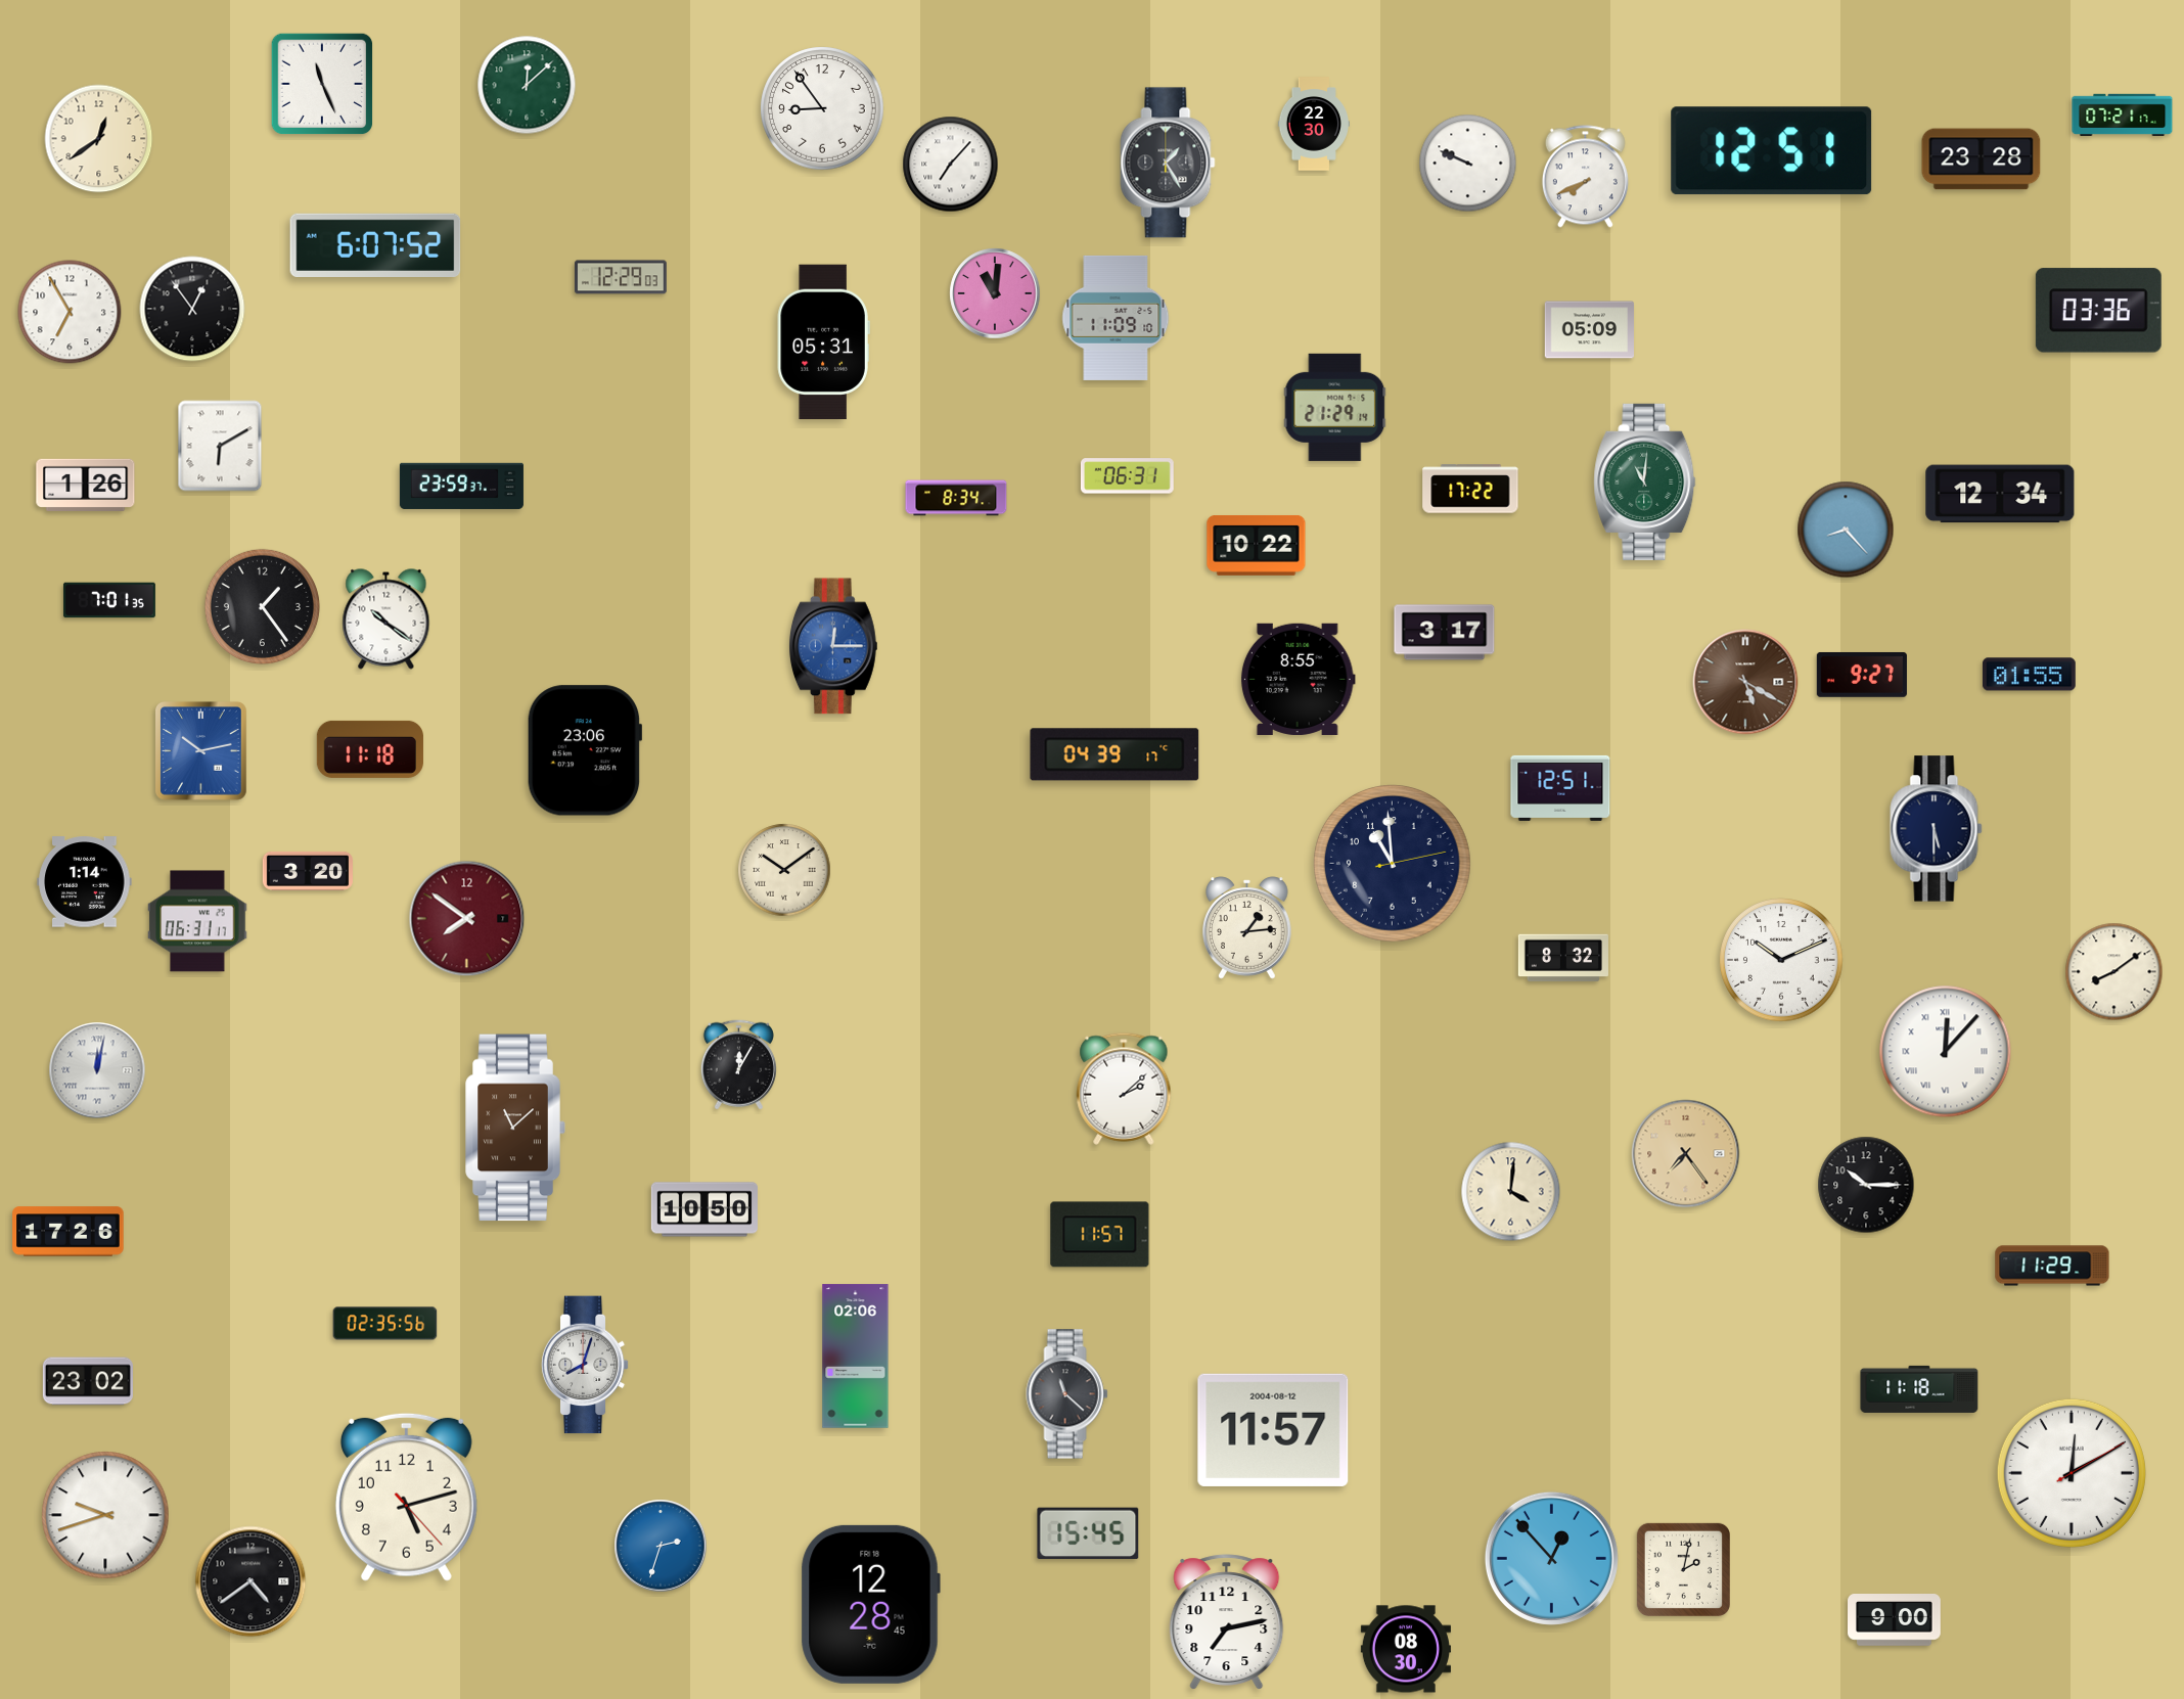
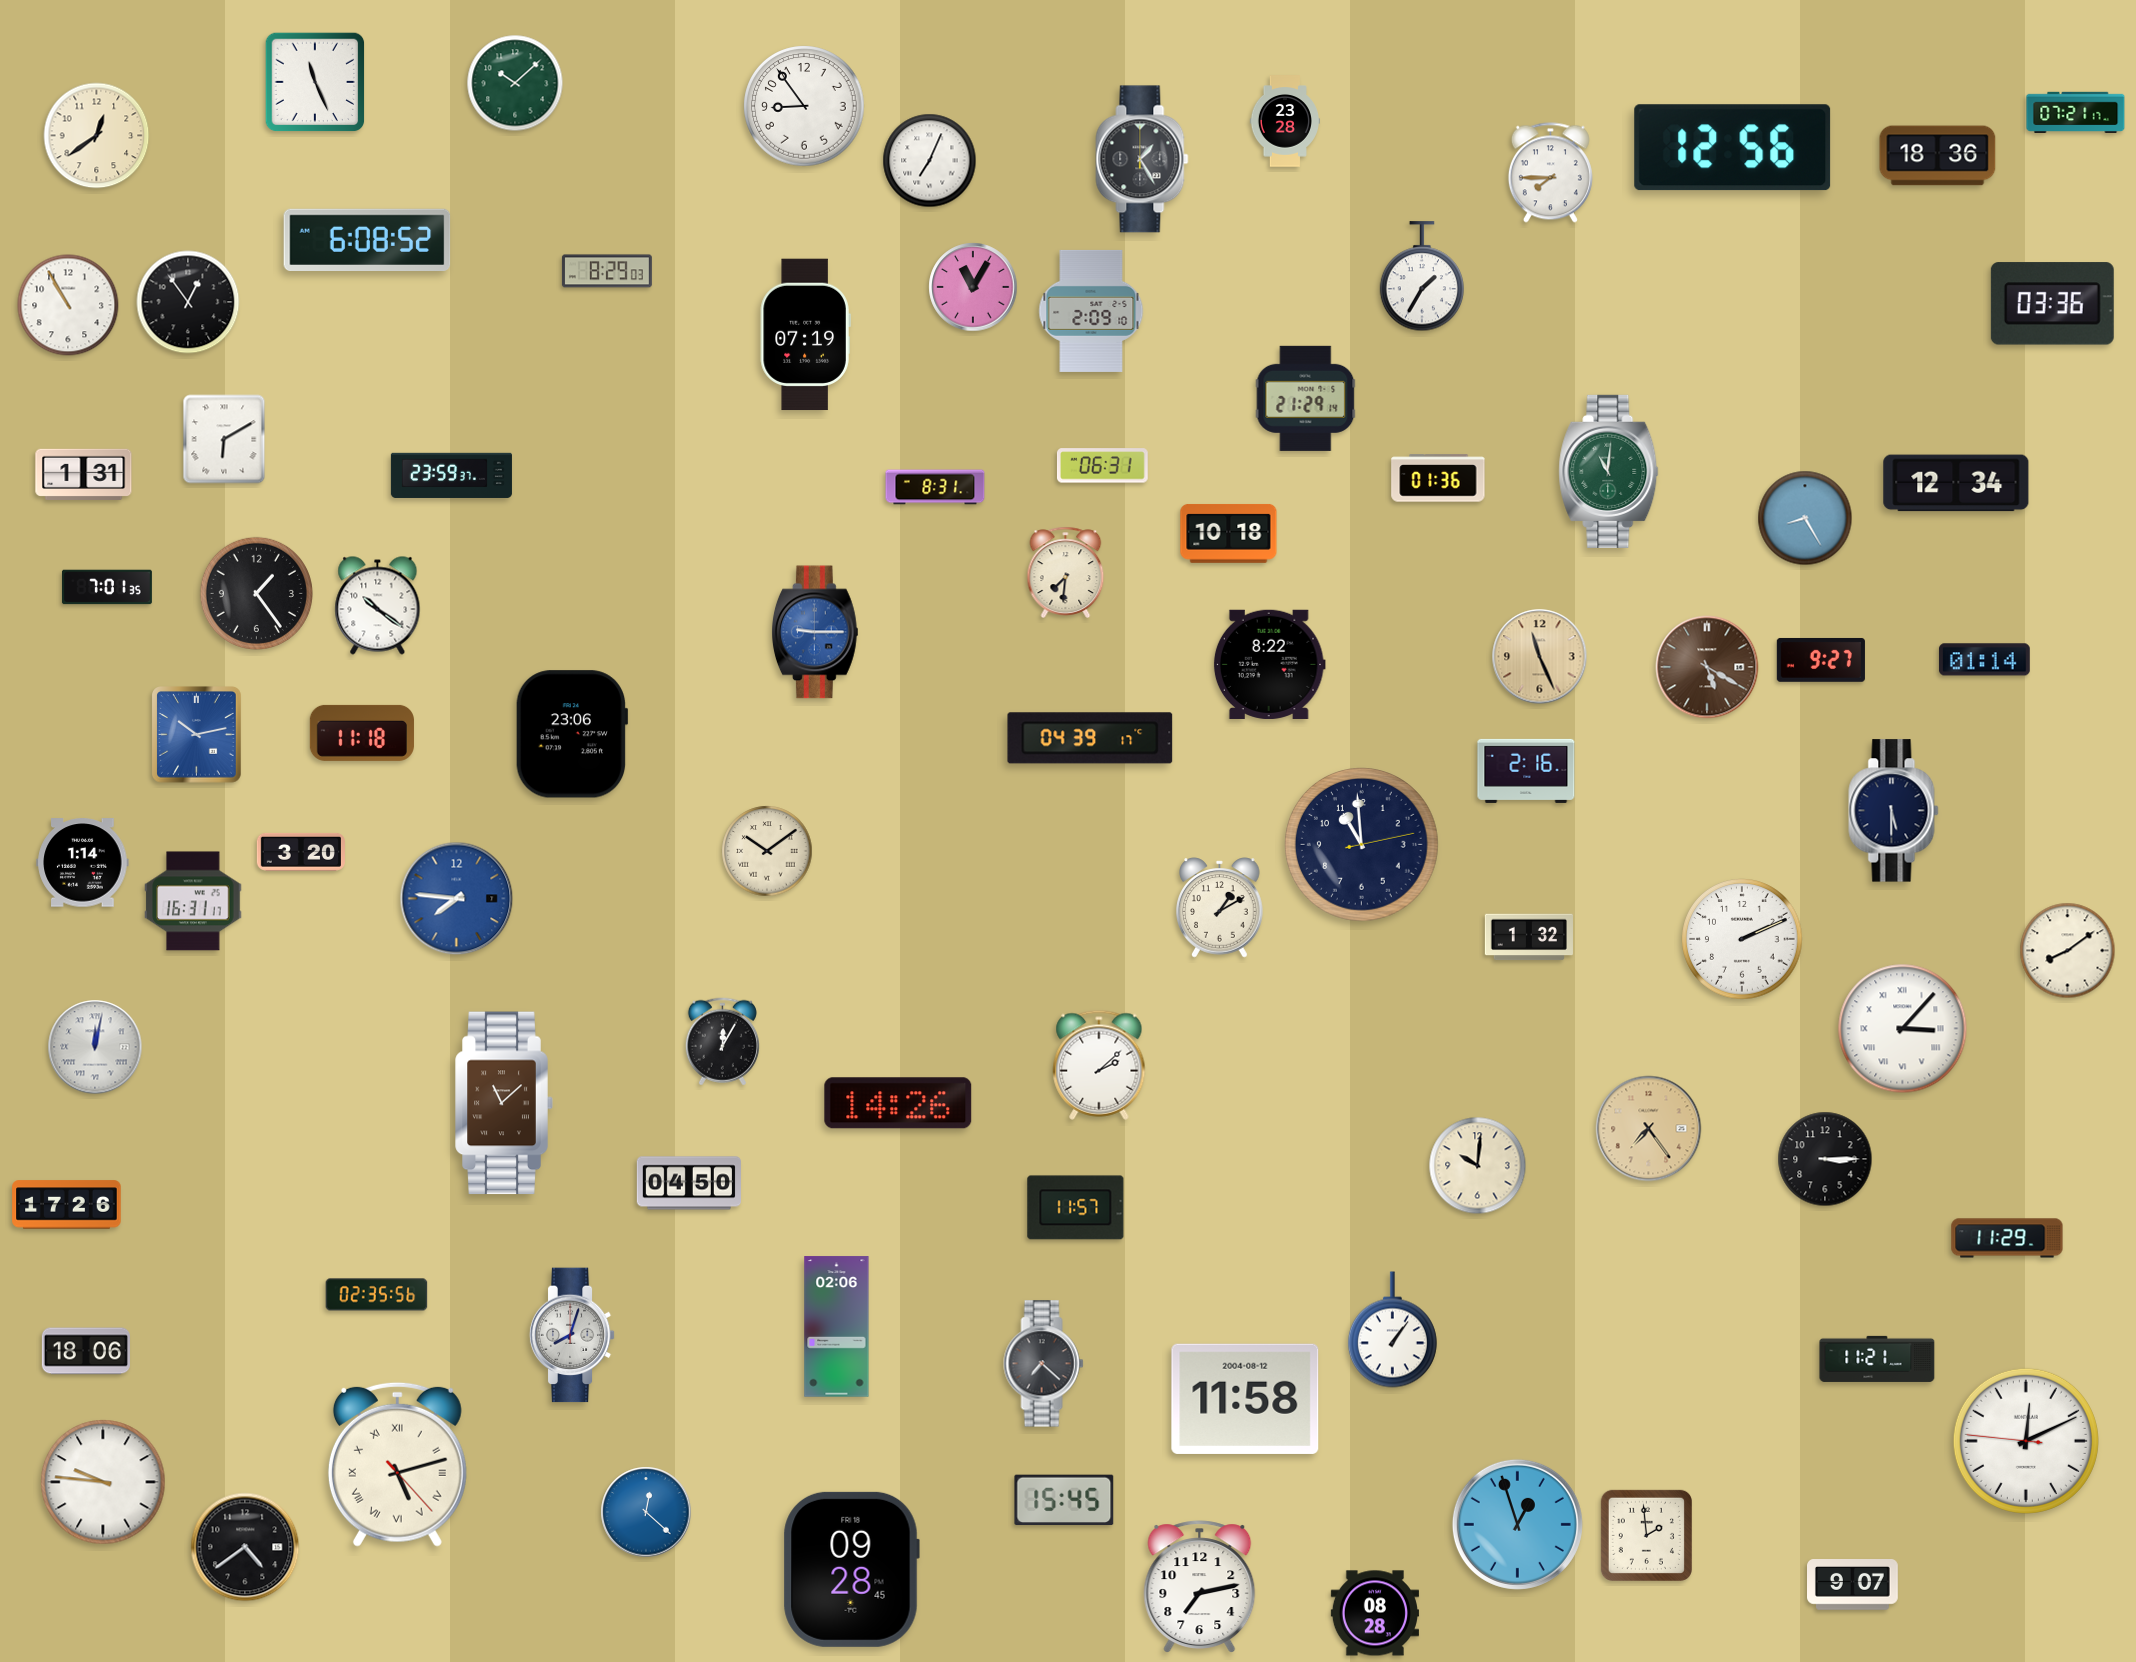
clock at (527, 85): 12:08 -> 10:08
clock at (1313, 124): 22:30 -> 23:28
clock at (1772, 151): 12:51 -> 12:56
clock at (1982, 159): 23:28 -> 18:36
clock at (1468, 164): 9:49 -> none
clock at (951, 165): 7:07 -> 7:04
clock at (1585, 177): 7:41 -> 7:45
clock at (375, 244): 6:07 -> 6:08
clock at (621, 277): 12:29 -> 8:29
clock at (1421, 277): none -> 1:35
clock at (995, 293): 11:01 -> 11:05
clock at (70, 312): 6:55 -> 10:55
clock at (1116, 318): 11:09 -> 2:09
clock at (1590, 330): 05:09 -> none
clock at (823, 342): 05:31 -> 07:19
clock at (220, 446) position: (220, 446) -> (224, 439)
clock at (86, 485): 1:26 -> 1:31
clock at (1470, 489): 17:22 -> 01:36
clock at (956, 498): 8:34 -> 8:31
clock at (1846, 530): 8:23 -> 8:25
clock at (1257, 545): 10:22 -> 10:18
clock at (1066, 572): none -> 7:31
clock at (1445, 633): 3:17 -> none
clock at (833, 646): 12:15 -> 9:15
clock at (1540, 657): none -> 11:26
clock at (2029, 675): 01:55 -> 01:14
clock at (1298, 679): 8:55 -> 8:22
clock at (1560, 788): 12:51 -> 2:16
clock at (467, 919): 7:51 -> 7:46
clock at (467, 919) dial: burgundy -> blue
clock at (197, 921): 06:31 -> 16:31
clock at (1247, 928): 1:14 -> 1:10
clock at (1563, 958): 8:32 -> 1:32
clock at (1781, 960): 10:11 -> 2:11
clock at (1946, 1052): 12:07 -> 3:07
clock at (898, 1103): none -> 14:26
clock at (1866, 1185): 10:15 -> 3:15
clock at (1511, 1192): 4:01 -> 10:01
clock at (704, 1209): 10:50 -> 04:50
clock at (1392, 1330): none -> 1:06
clock at (88, 1381): 23:02 -> 18:06
clock at (1919, 1389): 11:18 -> 11:21
clock at (1067, 1394): 11:22 -> 7:22
clock at (1273, 1430): 11:57 -> 11:58
clock at (2072, 1473): 12:10:10 -> 12:10:46
clock at (406, 1497) numerals: Arabic -> Roman
clock at (105, 1515): 9:42 -> 9:46
clock at (661, 1546): 2:33 -> 12:22
clock at (1551, 1558): 12:53 -> 12:57
clock at (1683, 1569): 2:02 -> 1:59
clock at (870, 1604): 12:28 -> 09:28
clock at (1895, 1620): 9:00 -> 9:07
clock at (1406, 1649): 08:30 -> 08:28
